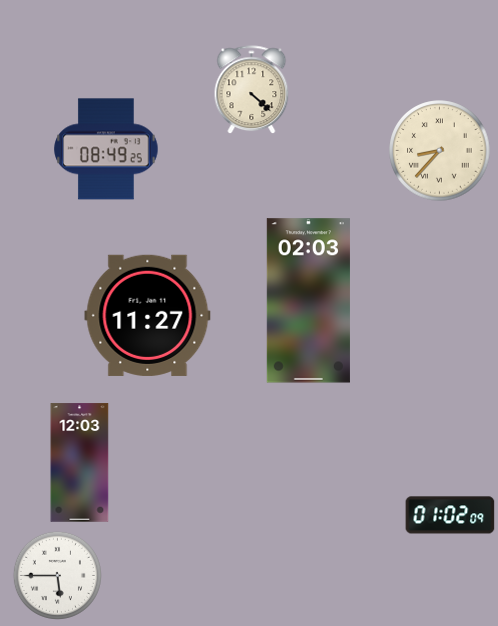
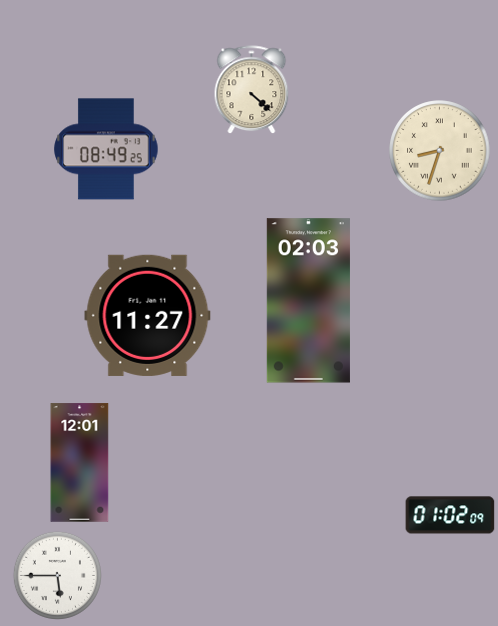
clock at (440, 151): 8:37 -> 8:33
clock at (80, 463): 12:03 -> 12:01
